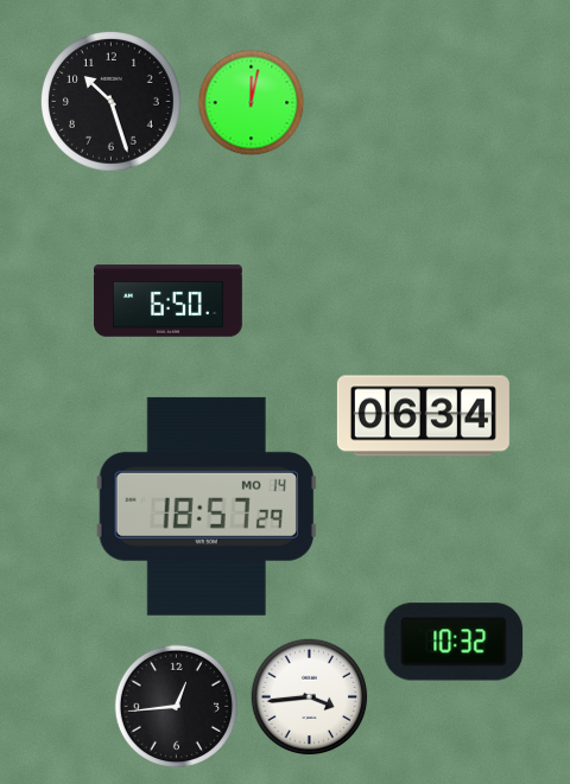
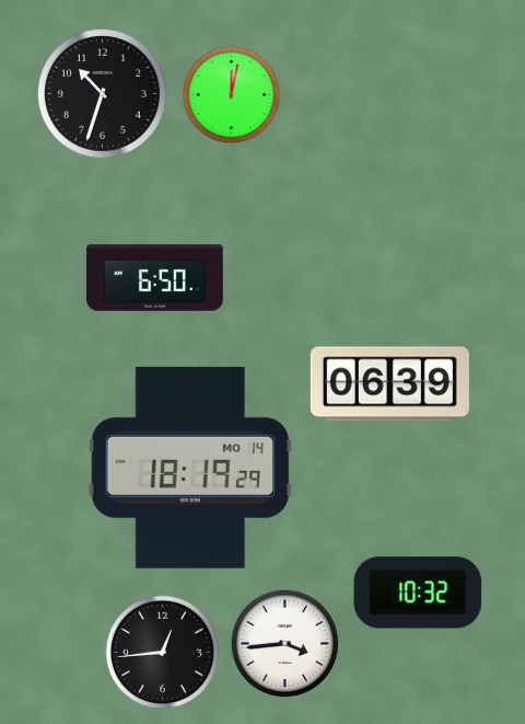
clock at (110, 101): 10:27 -> 10:33
clock at (423, 416): 06:34 -> 06:39
clock at (207, 506): 18:57 -> 18:19
